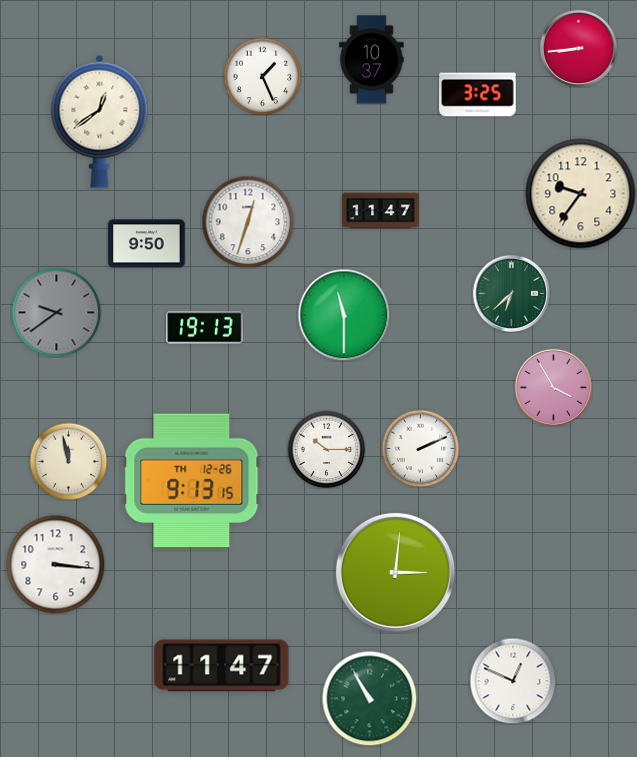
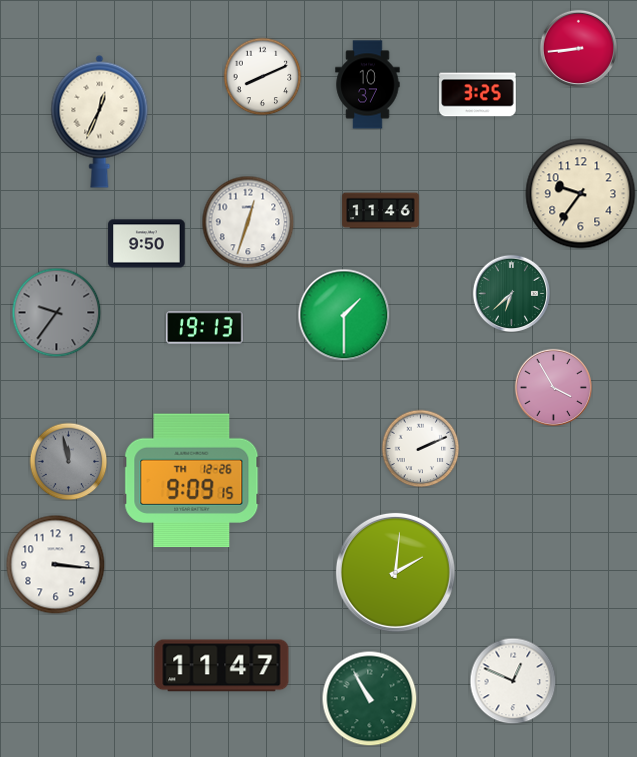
clock at (372, 60) position: (372, 60) -> (368, 85)
clock at (262, 76): 1:26 -> 8:11
clock at (100, 121): 12:39 -> 12:34
clock at (381, 211): 11:47 -> 11:46
clock at (56, 312): 9:39 -> 9:36
clock at (344, 315): 11:30 -> 1:30
clock at (326, 449): 10:15 -> none
clock at (68, 461) dial: cream -> grey
clock at (192, 481): 9:13 -> 9:09
clock at (395, 572): 3:01 -> 2:01
